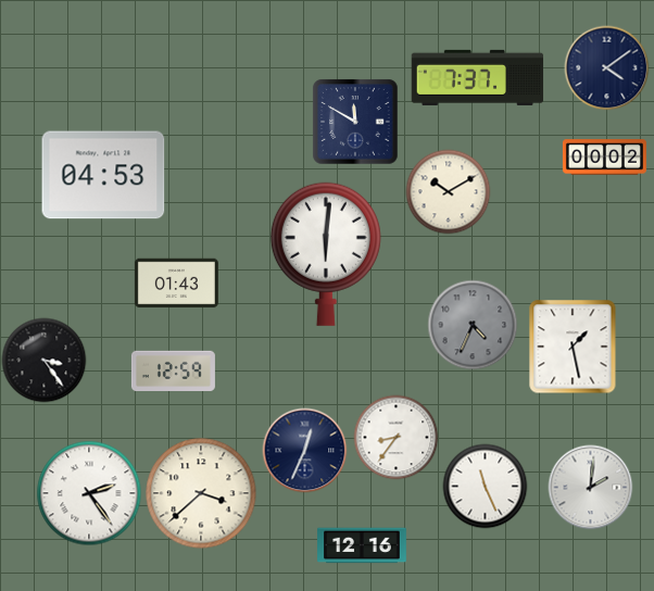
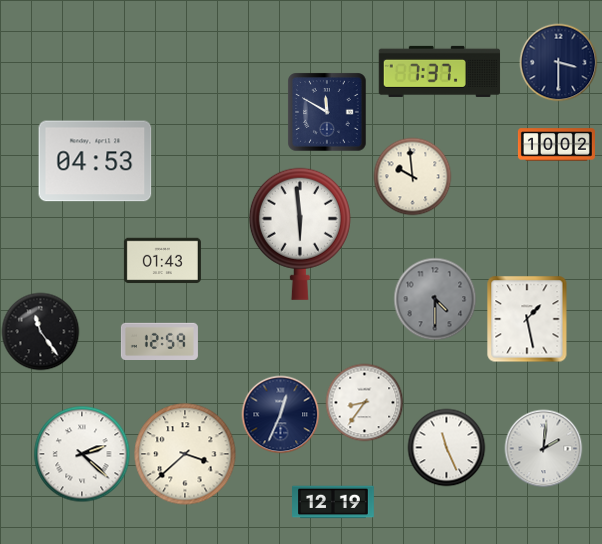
clock at (606, 67): 4:09 -> 3:30
clock at (604, 158): 00:02 -> 10:02
clock at (448, 191): 10:10 -> 9:59
clock at (326, 254): 6:01 -> 5:59
clock at (473, 325): 4:34 -> 4:30
clock at (43, 360): 3:24 -> 11:24
clock at (89, 493): 2:24 -> 2:22
clock at (362, 545): 12:16 -> 12:19
